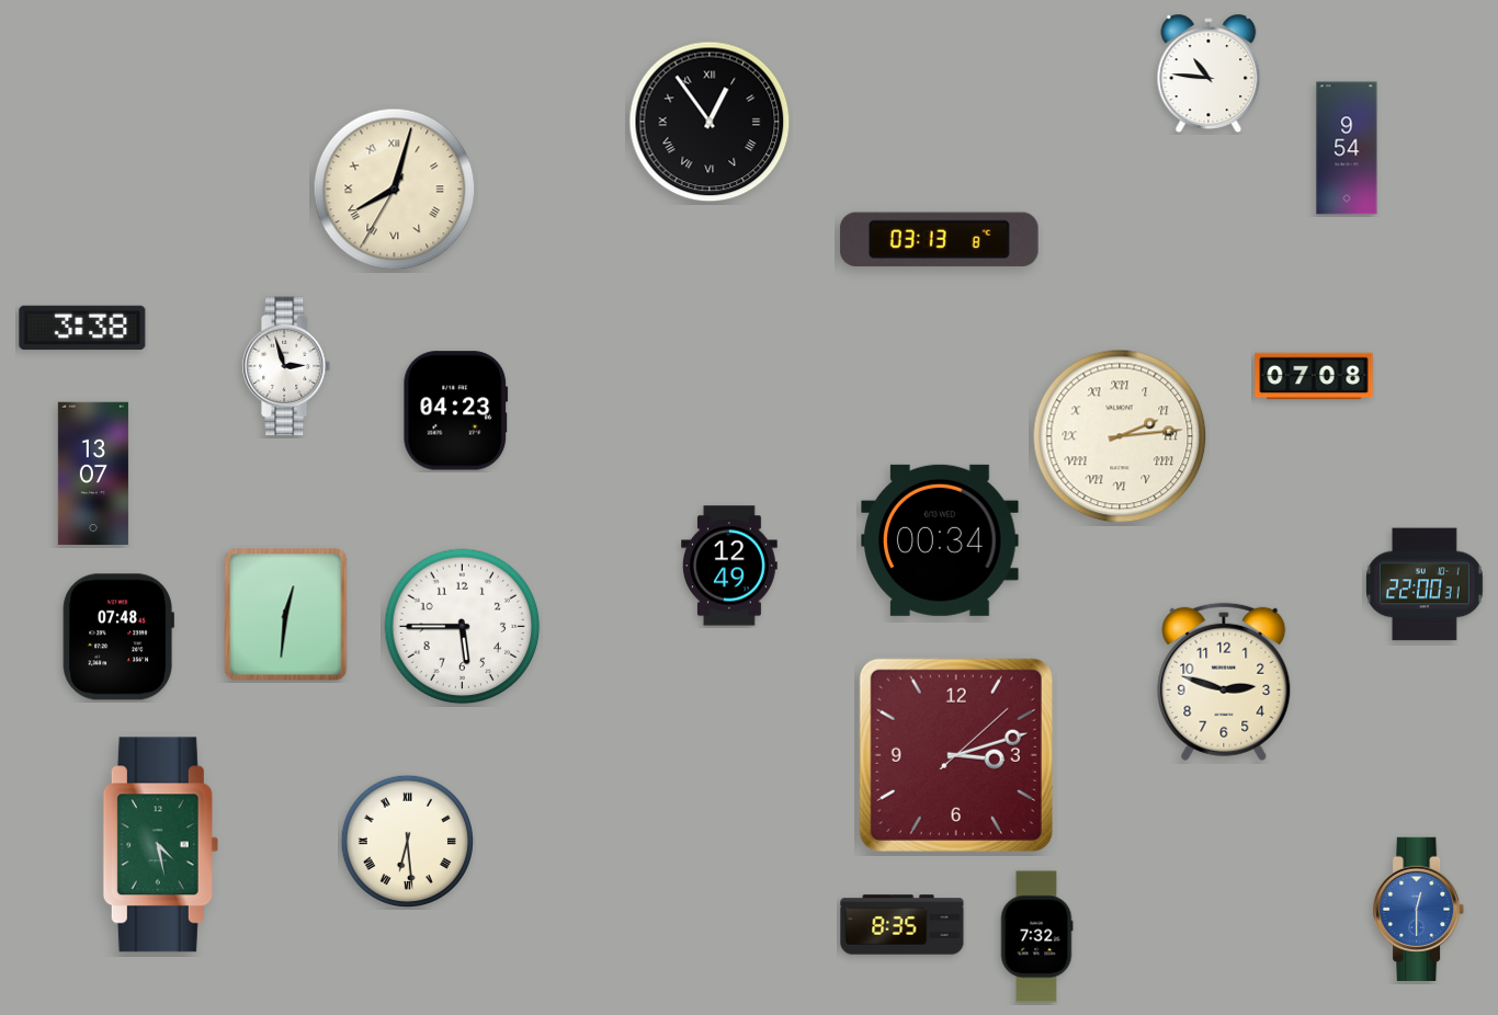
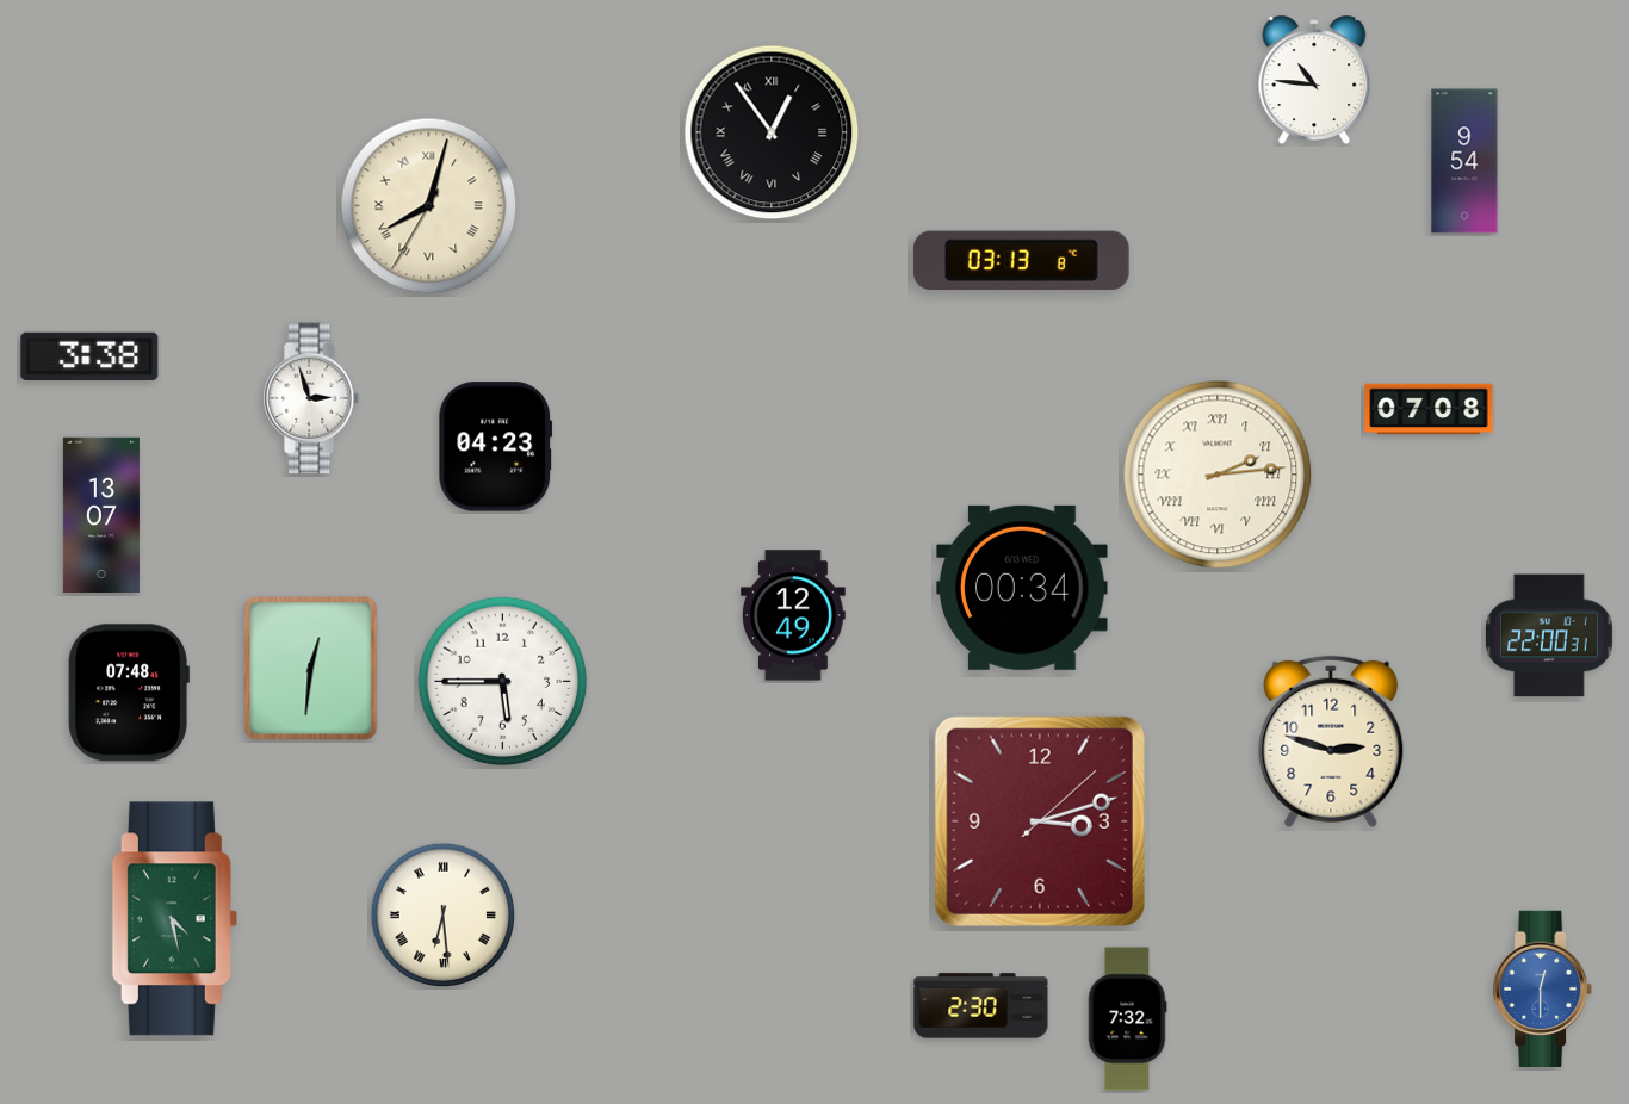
clock at (903, 925): 8:35 -> 2:30
